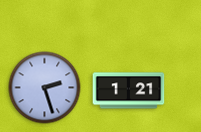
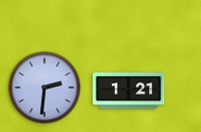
clock at (45, 88): 2:27 -> 2:31
